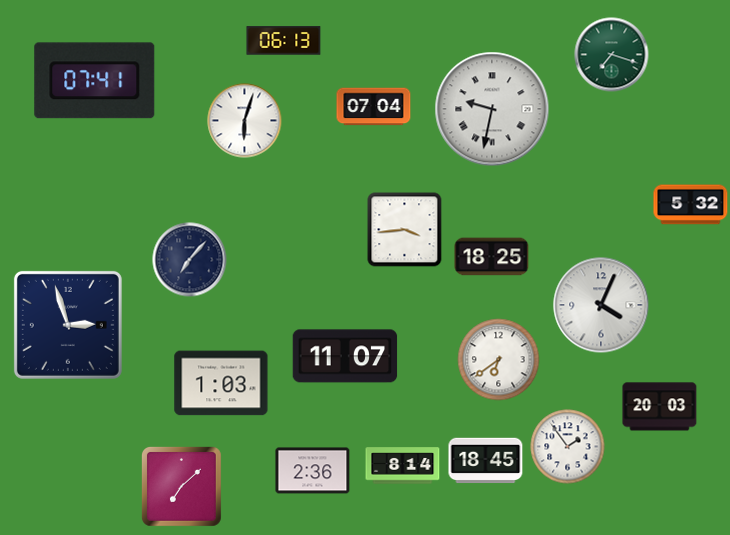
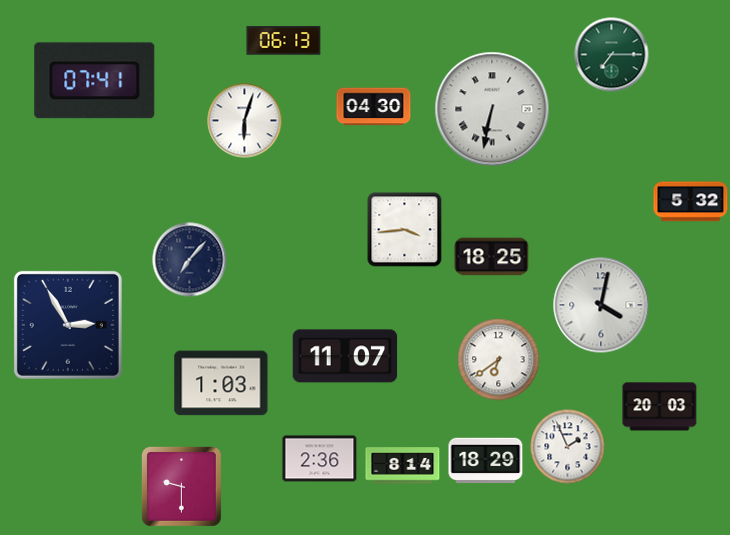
clock at (612, 55): 7:18 -> 7:15
clock at (374, 107): 07:04 -> 04:30
clock at (492, 109): 9:32 -> 6:32
clock at (691, 205) position: (691, 205) -> (691, 202)
clock at (601, 305): 4:04 -> 4:02
clock at (68, 325): 2:57 -> 2:55
clock at (568, 447): 1:54 -> 1:56
clock at (486, 461): 18:45 -> 18:29
clock at (313, 471) position: (313, 471) -> (320, 459)
clock at (182, 487): 7:08 -> 9:30
